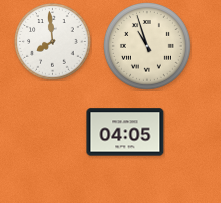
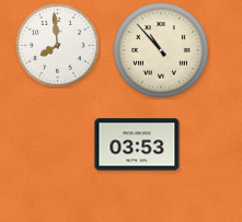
clock at (148, 47): 10:57 -> 10:53
clock at (125, 132): 04:05 -> 03:53
